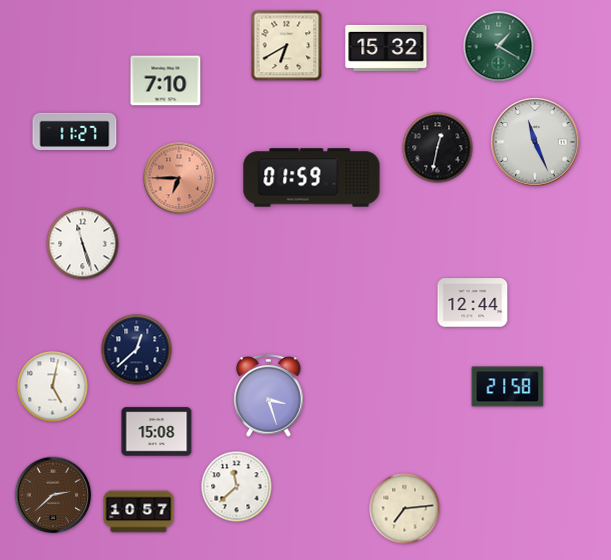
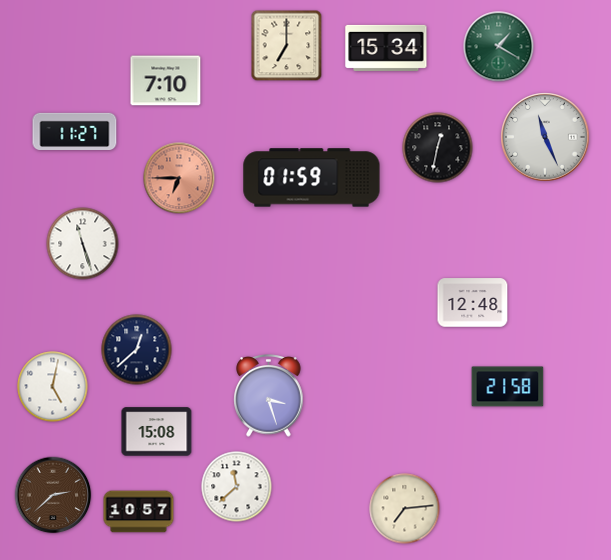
clock at (287, 46): 6:40 -> 7:00
clock at (386, 48): 15:32 -> 15:34
clock at (535, 142) position: (535, 142) -> (545, 137)
clock at (473, 303): 12:44 -> 12:48
